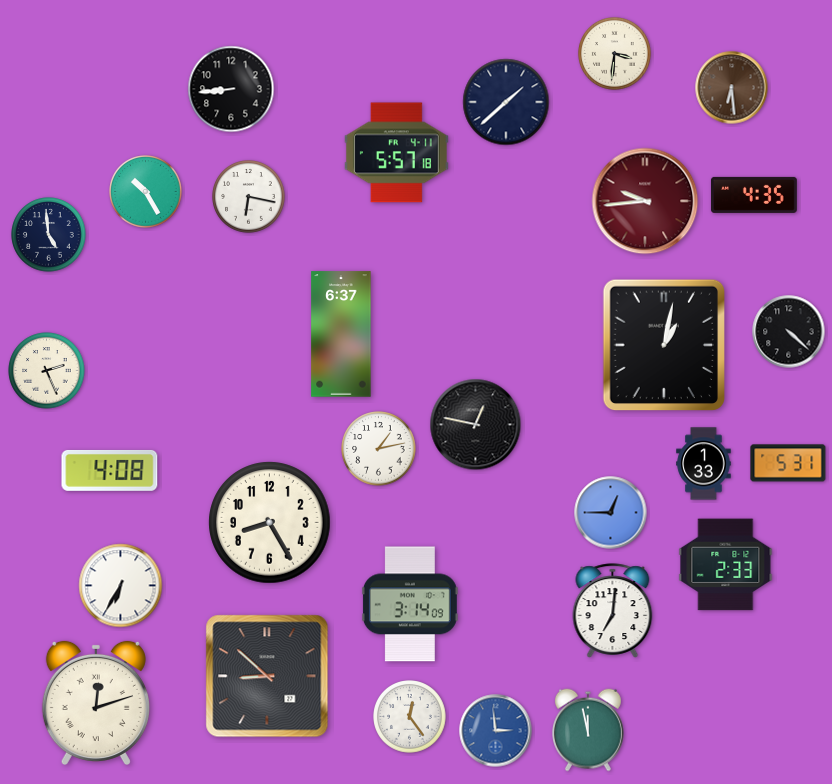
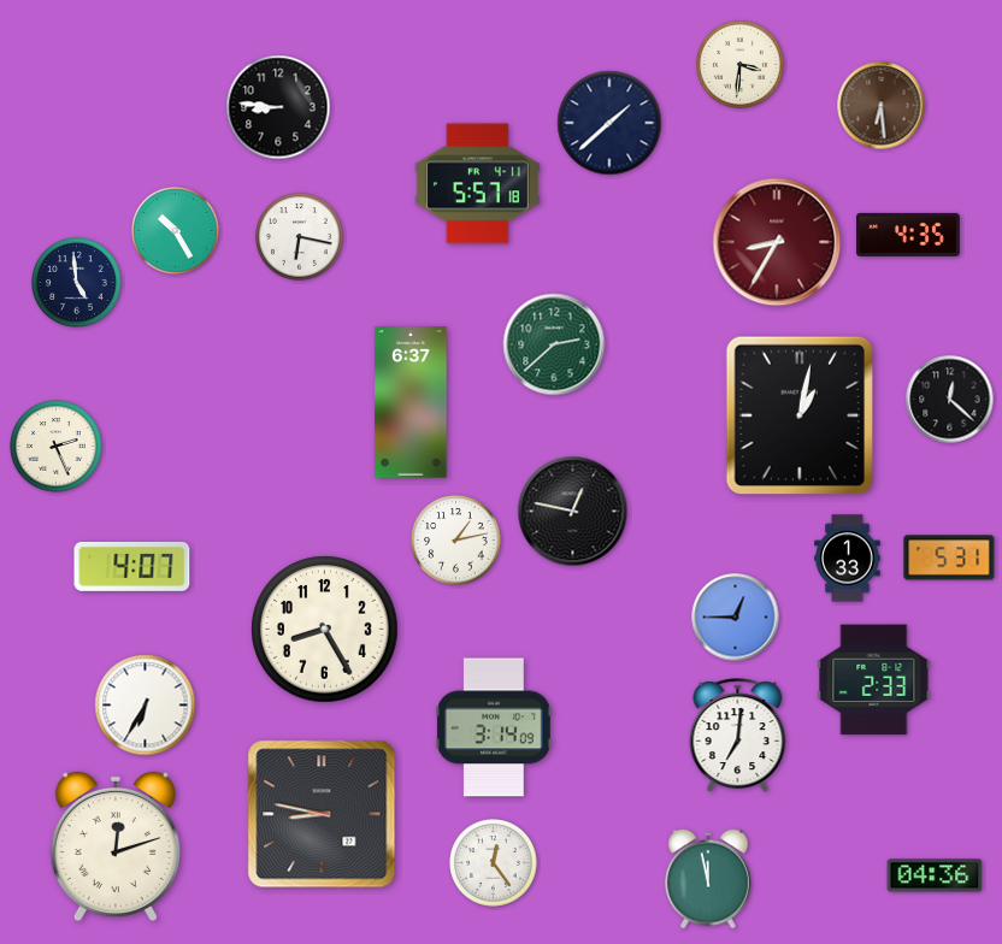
clock at (231, 89): 8:44 -> 8:46
clock at (645, 201): 9:44 -> 8:35
clock at (49, 235) position: (49, 235) -> (77, 283)
clock at (554, 344): none -> 2:38
clock at (789, 332): 4:22 -> 12:22
clock at (110, 470): 4:08 -> 4:07
clock at (267, 676): 8:52 -> 8:47
clock at (935, 875): none -> 04:36
clock at (496, 731): 2:59 -> none
